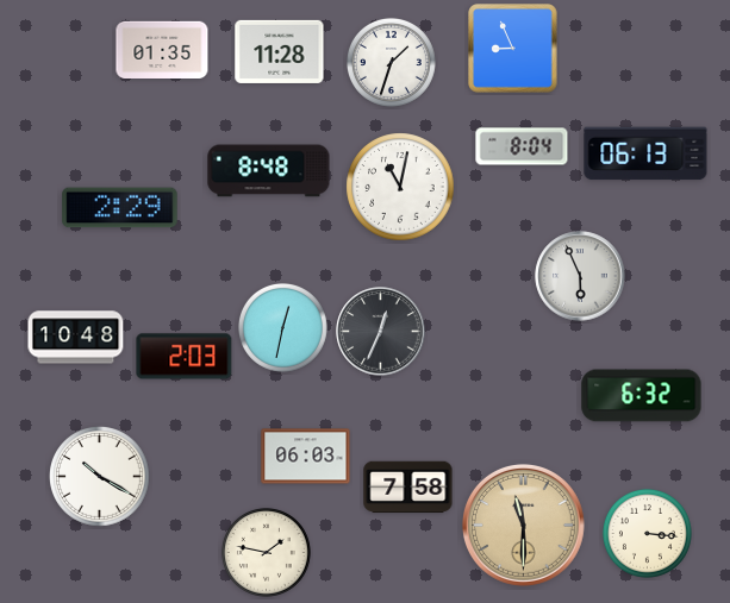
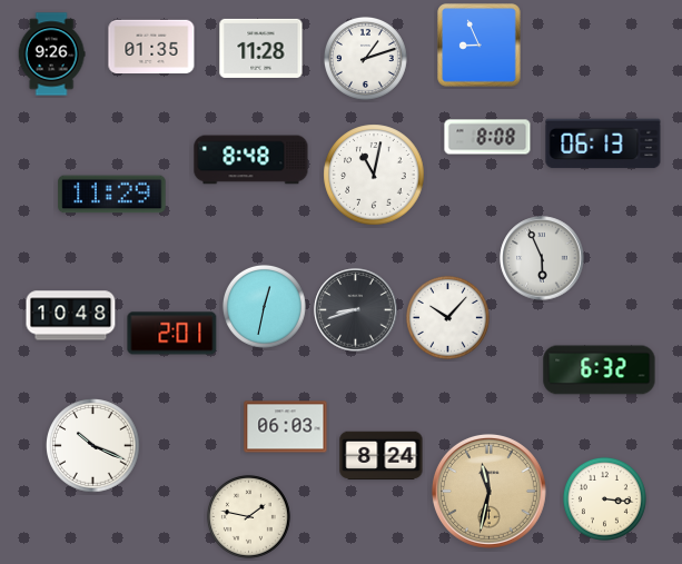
clock at (51, 55): none -> 9:26
clock at (391, 62): 1:33 -> 1:12
clock at (522, 146): 8:04 -> 8:08
clock at (120, 208): 2:29 -> 11:29
clock at (381, 332): 12:34 -> 8:42
clock at (447, 317): none -> 10:07
clock at (185, 357): 2:03 -> 2:01
clock at (100, 477): 10:20 -> 10:19
clock at (408, 488): 7:58 -> 8:24
clock at (523, 525): 11:30 -> 11:32
